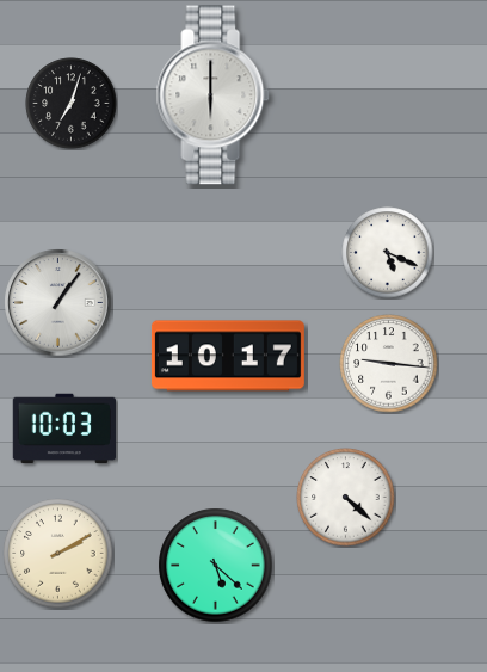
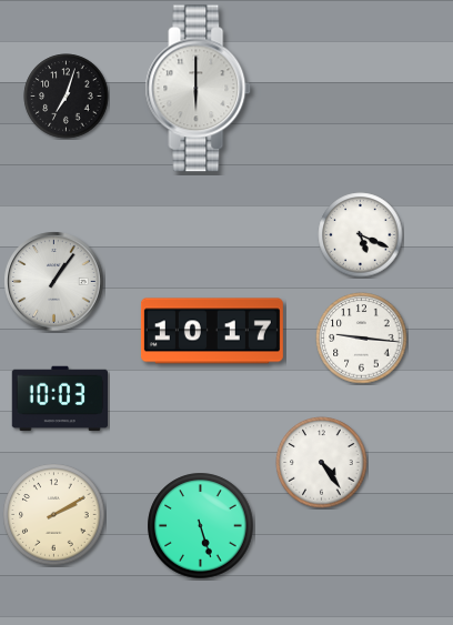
clock at (346, 498): 4:22 -> 4:24
clock at (216, 566): 5:22 -> 5:27
